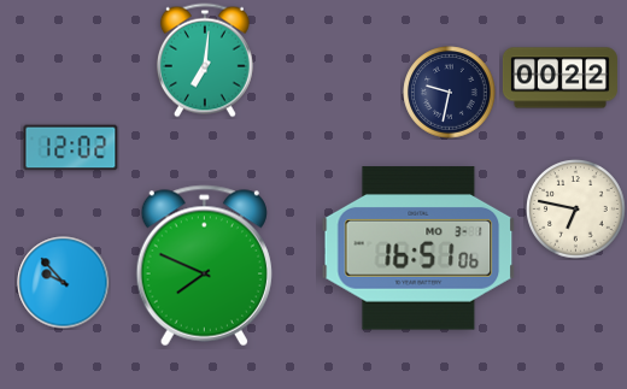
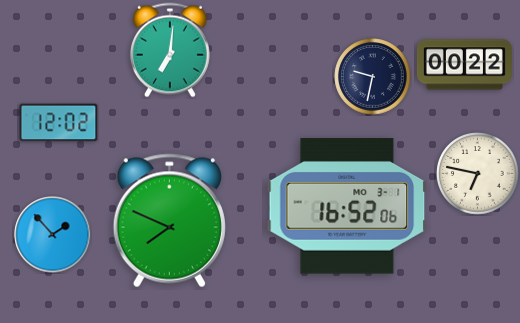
clock at (418, 248): 16:51 -> 16:52
clock at (64, 283): 9:53 -> 1:53
